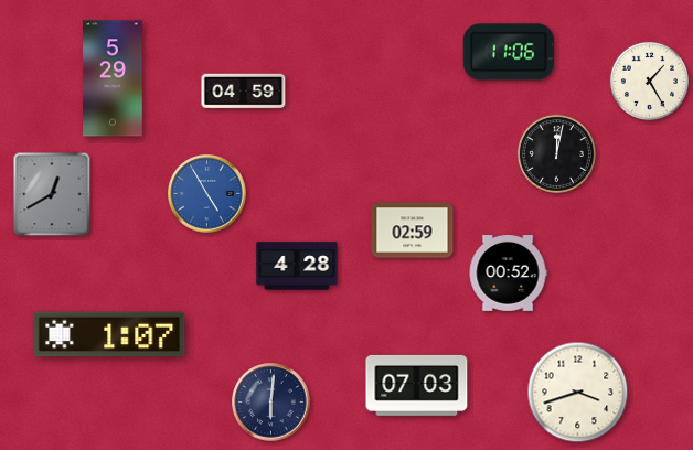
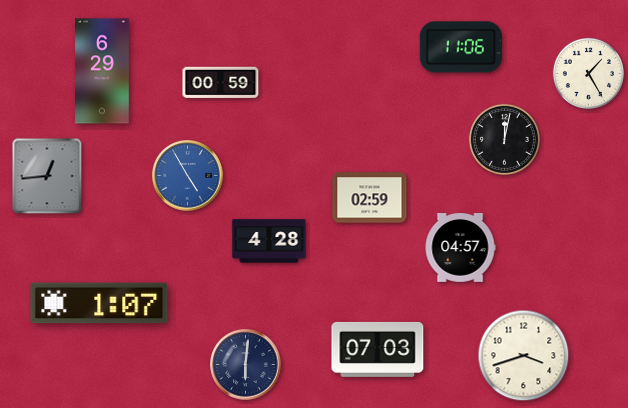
clock at (114, 78): 5:29 -> 6:29
clock at (244, 92): 04:59 -> 00:59
clock at (52, 194): 12:40 -> 12:44
clock at (413, 231) position: (413, 231) -> (370, 198)
clock at (508, 274): 00:52 -> 04:57
